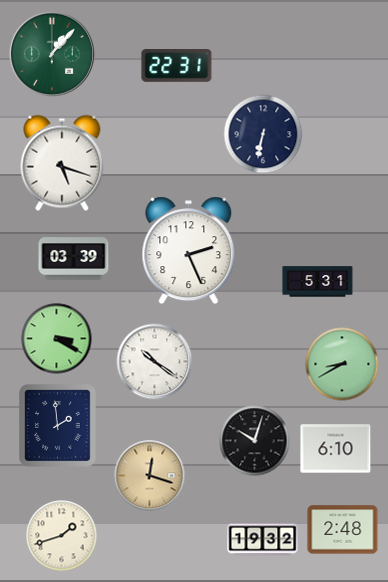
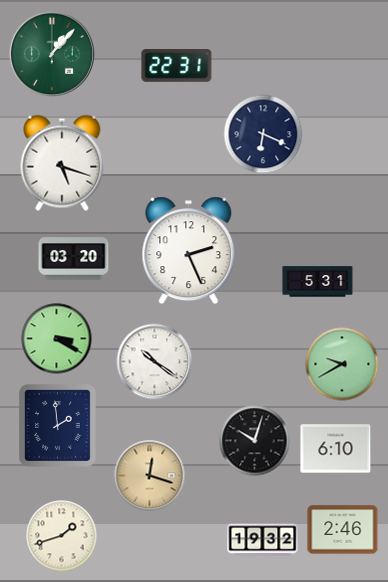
clock at (263, 134): 6:32 -> 6:19
clock at (74, 259): 03:39 -> 03:20
clock at (342, 364): 8:40 -> 9:40
clock at (343, 530): 2:48 -> 2:46
